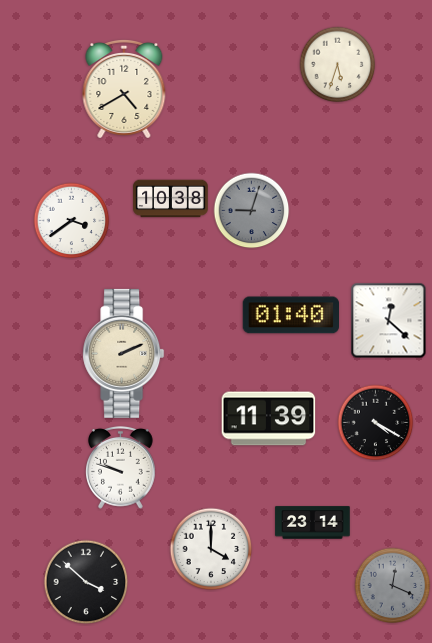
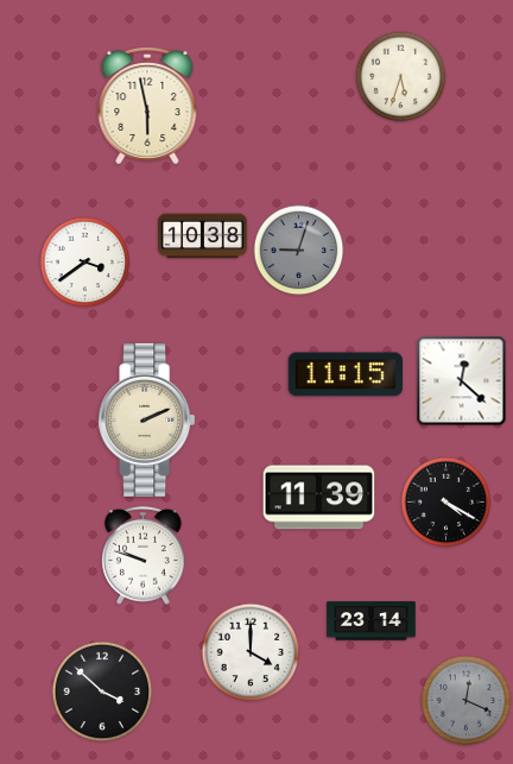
clock at (124, 89): 4:40 -> 5:58
clock at (290, 315): 01:40 -> 11:15
clock at (393, 586) position: (393, 586) -> (467, 701)
